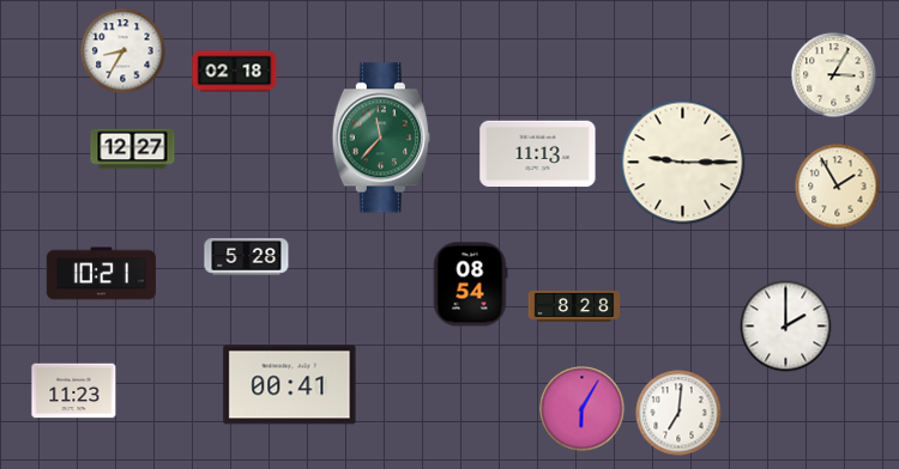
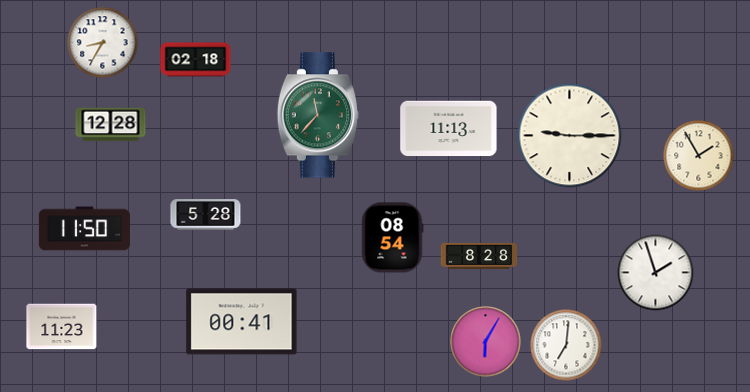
clock at (834, 75): 3:05 -> none
clock at (133, 150): 12:27 -> 12:28
clock at (101, 274): 10:21 -> 11:50
clock at (786, 327): 2:00 -> 1:57
